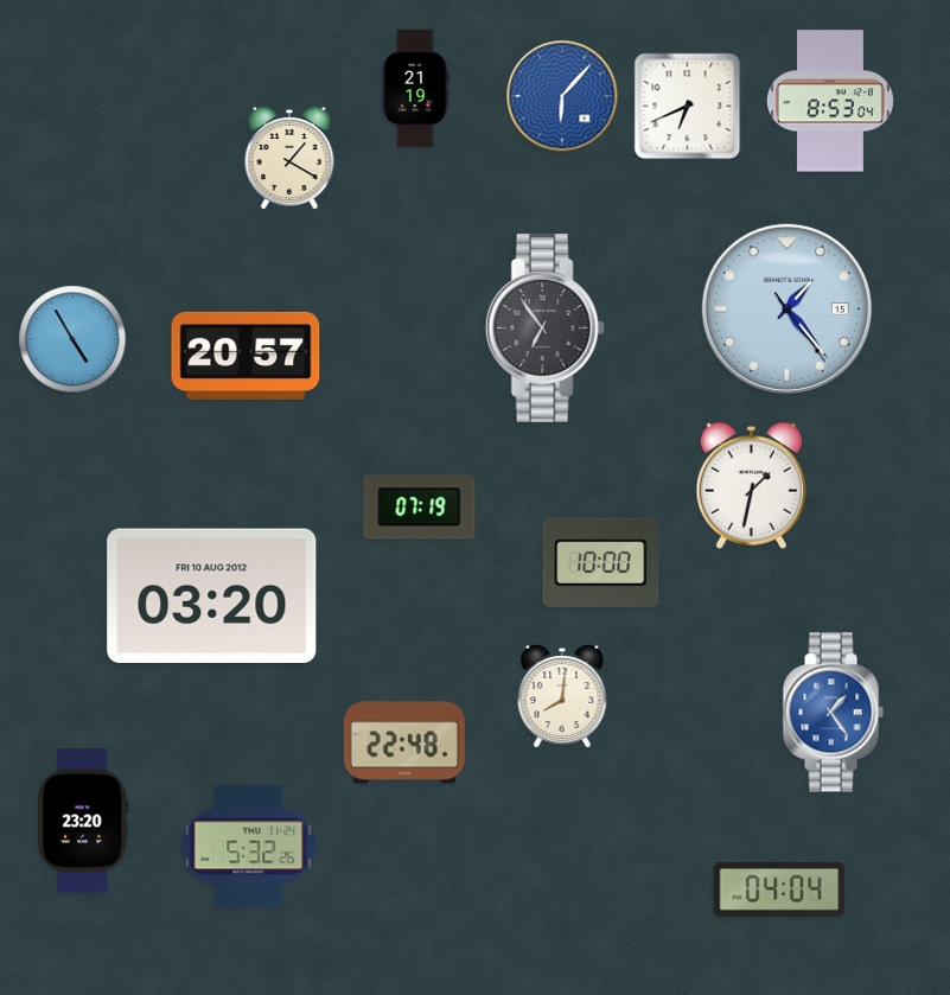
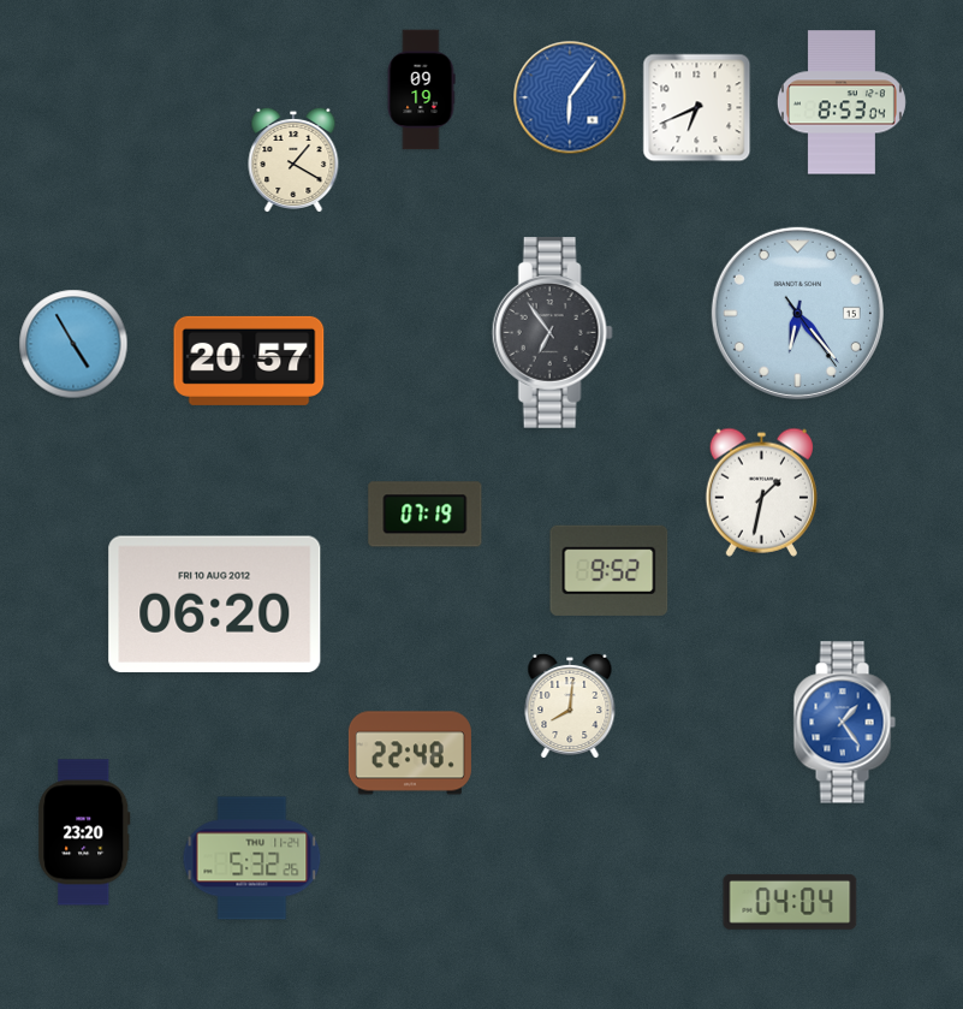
clock at (415, 89): 21:19 -> 09:19
clock at (562, 96): 6:07 -> 6:06
clock at (786, 308): 1:23 -> 6:23
clock at (601, 562): 10:00 -> 9:52
clock at (212, 595): 03:20 -> 06:20
